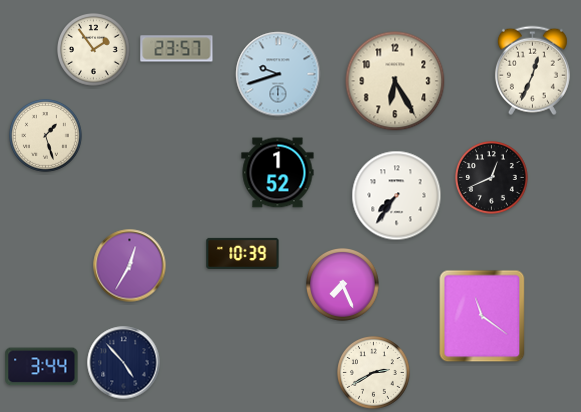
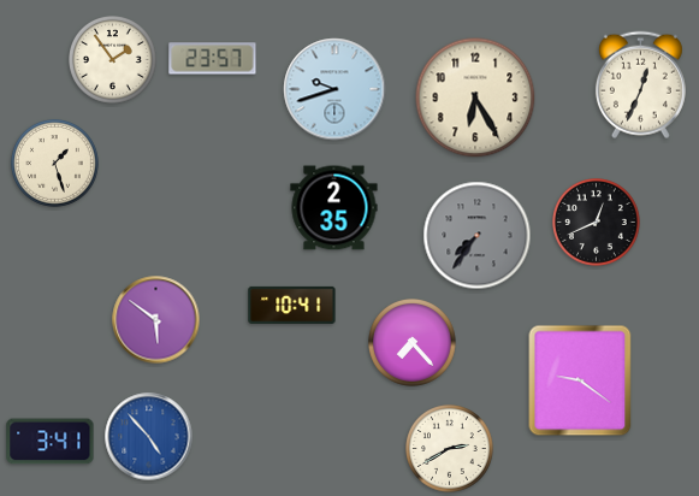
clock at (278, 173): 1:52 -> 2:35
clock at (492, 178) position: (492, 178) -> (597, 223)
clock at (397, 196) dial: white -> grey
clock at (243, 253): 10:39 -> 10:41
clock at (130, 266): 12:35 -> 5:51
clock at (343, 285): 7:26 -> 7:23
clock at (482, 316): 11:21 -> 9:21
clock at (124, 363) dial: navy -> blue
clock at (42, 367): 3:44 -> 3:41
